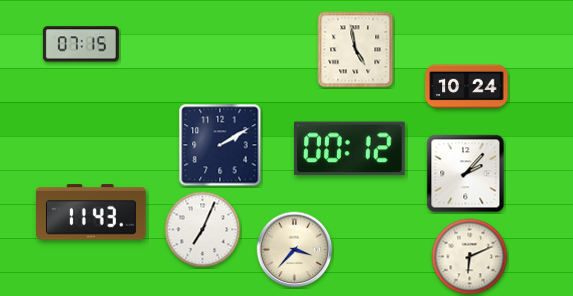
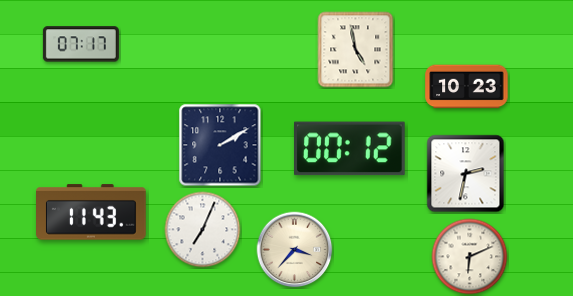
clock at (81, 44): 07:15 -> 07:17
clock at (467, 87): 10:24 -> 10:23
clock at (466, 174): 2:07 -> 2:32
